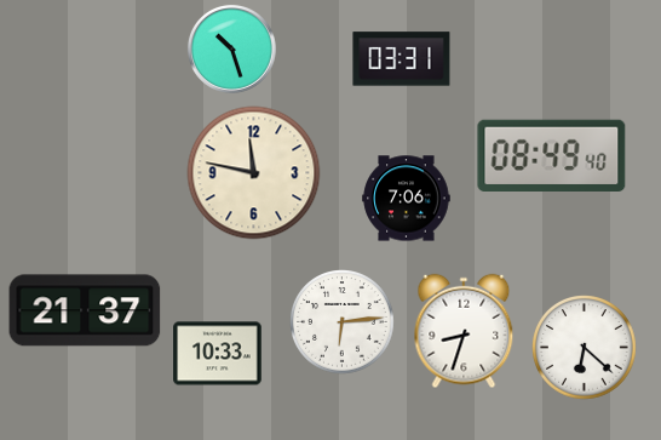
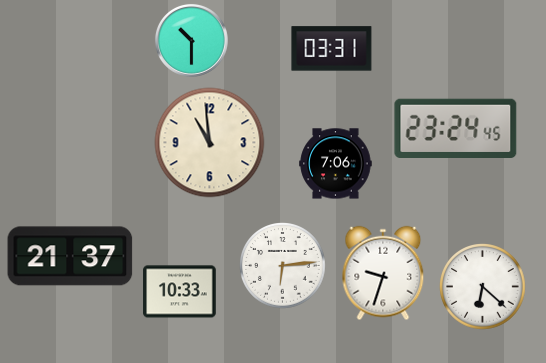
clock at (231, 48): 10:27 -> 10:30
clock at (552, 155): 08:49 -> 23:24
clock at (254, 173): 11:47 -> 10:59
clock at (464, 331): 8:33 -> 9:33
